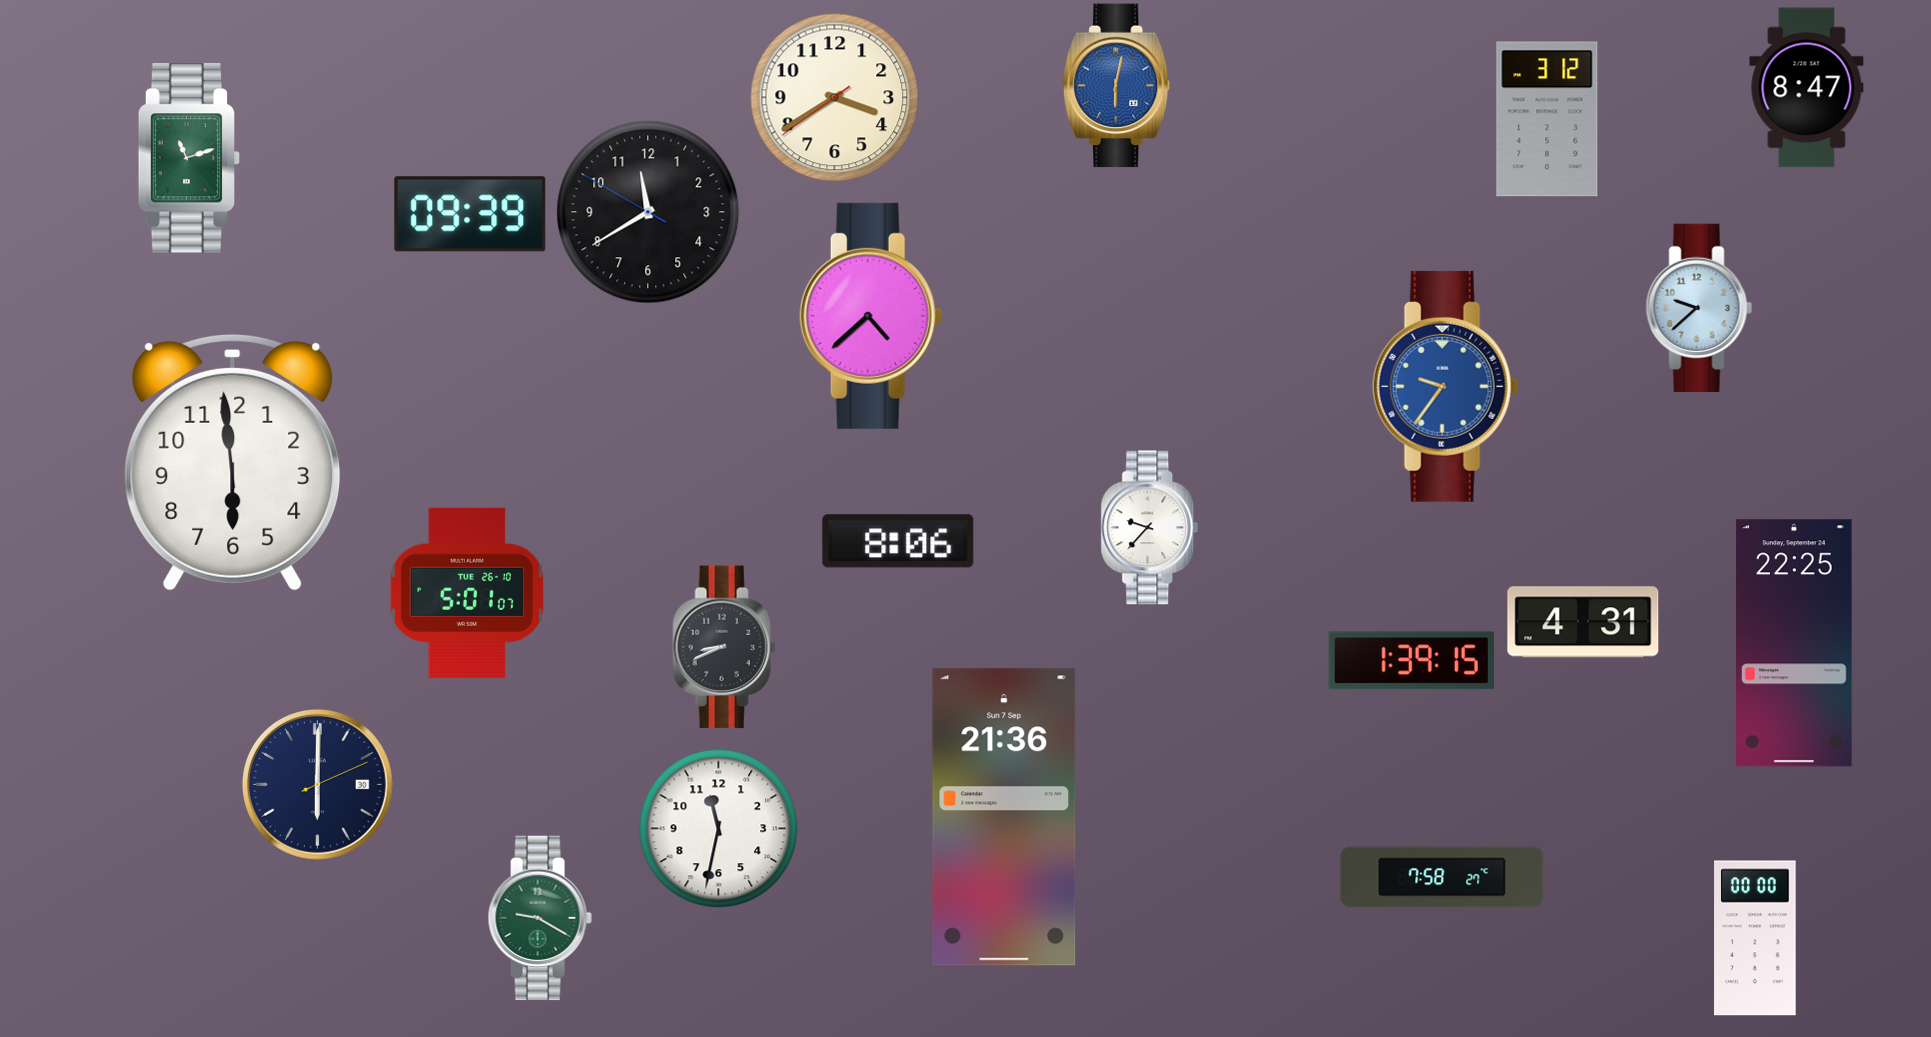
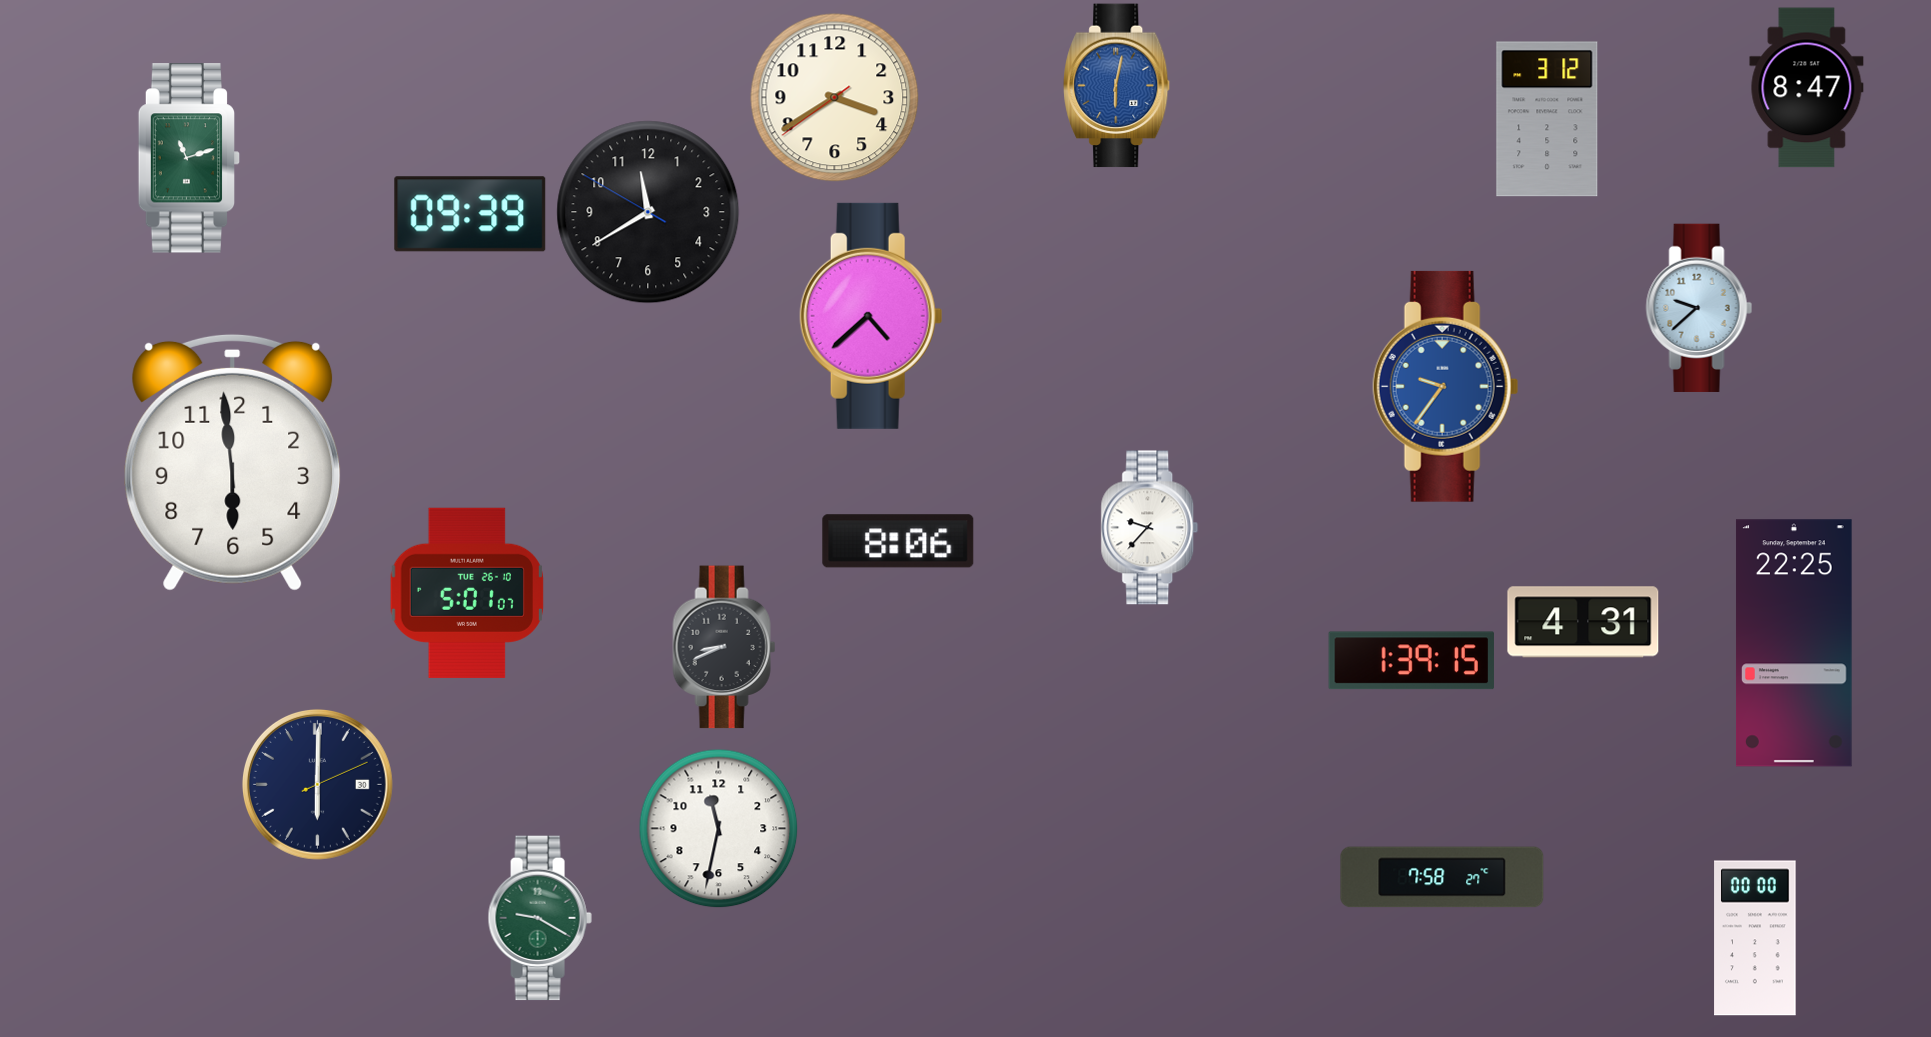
clock at (1004, 817): 21:36 -> none
